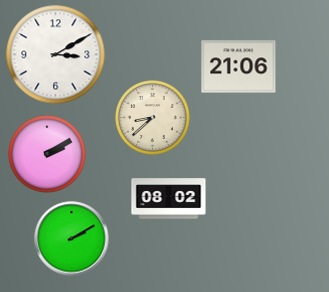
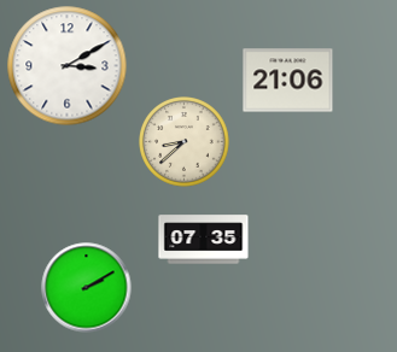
clock at (47, 154): 2:10 -> none
clock at (169, 199): 08:02 -> 07:35
